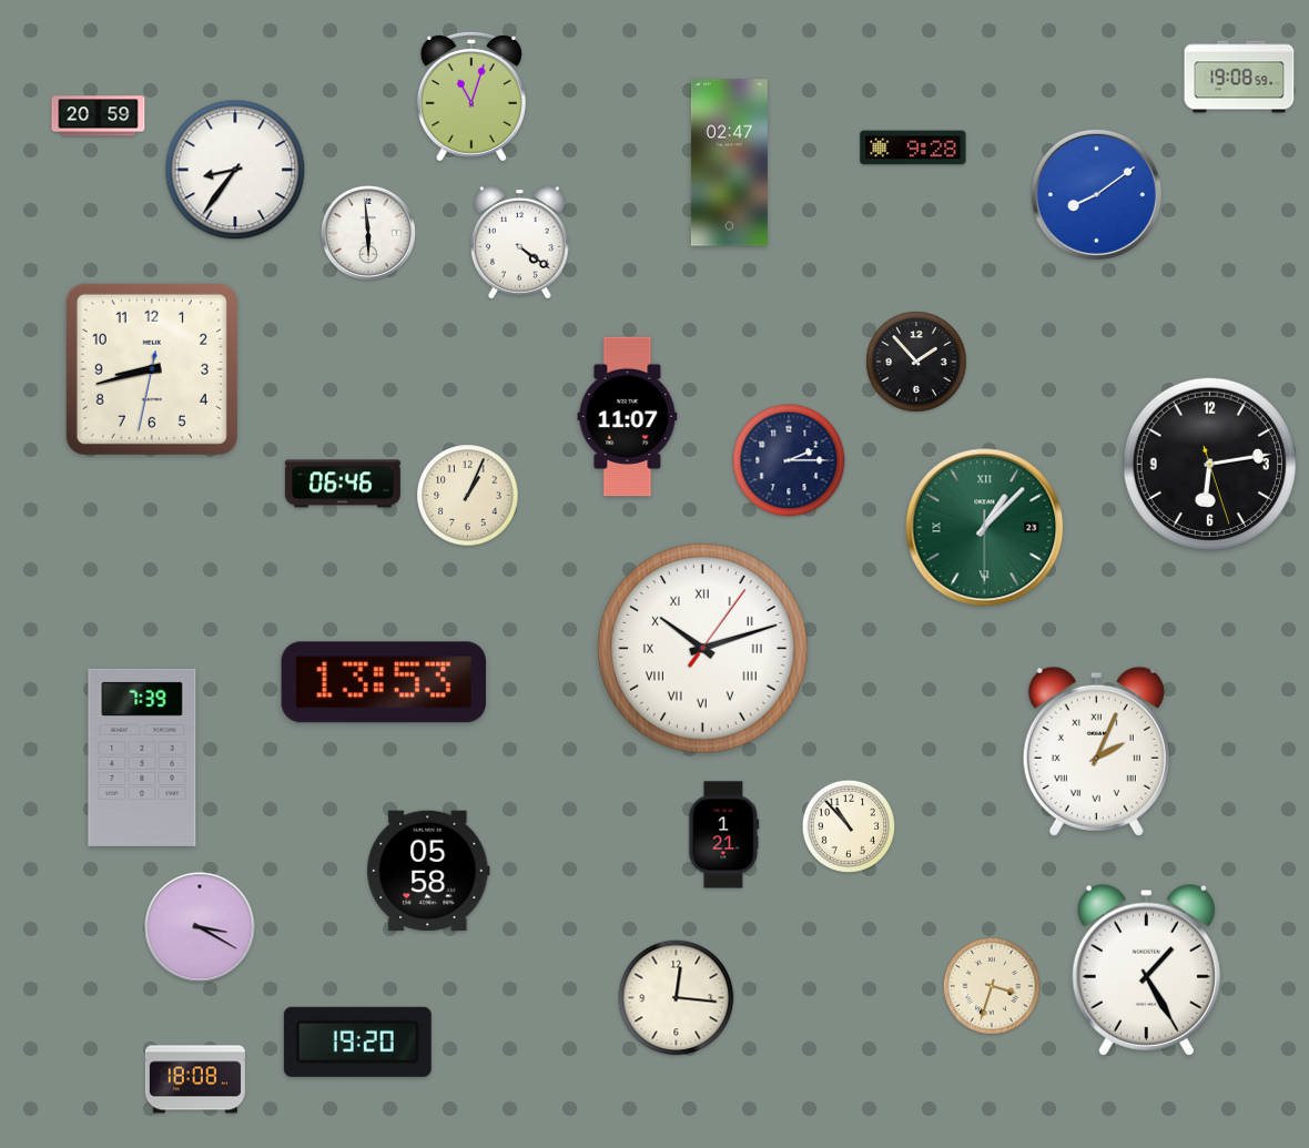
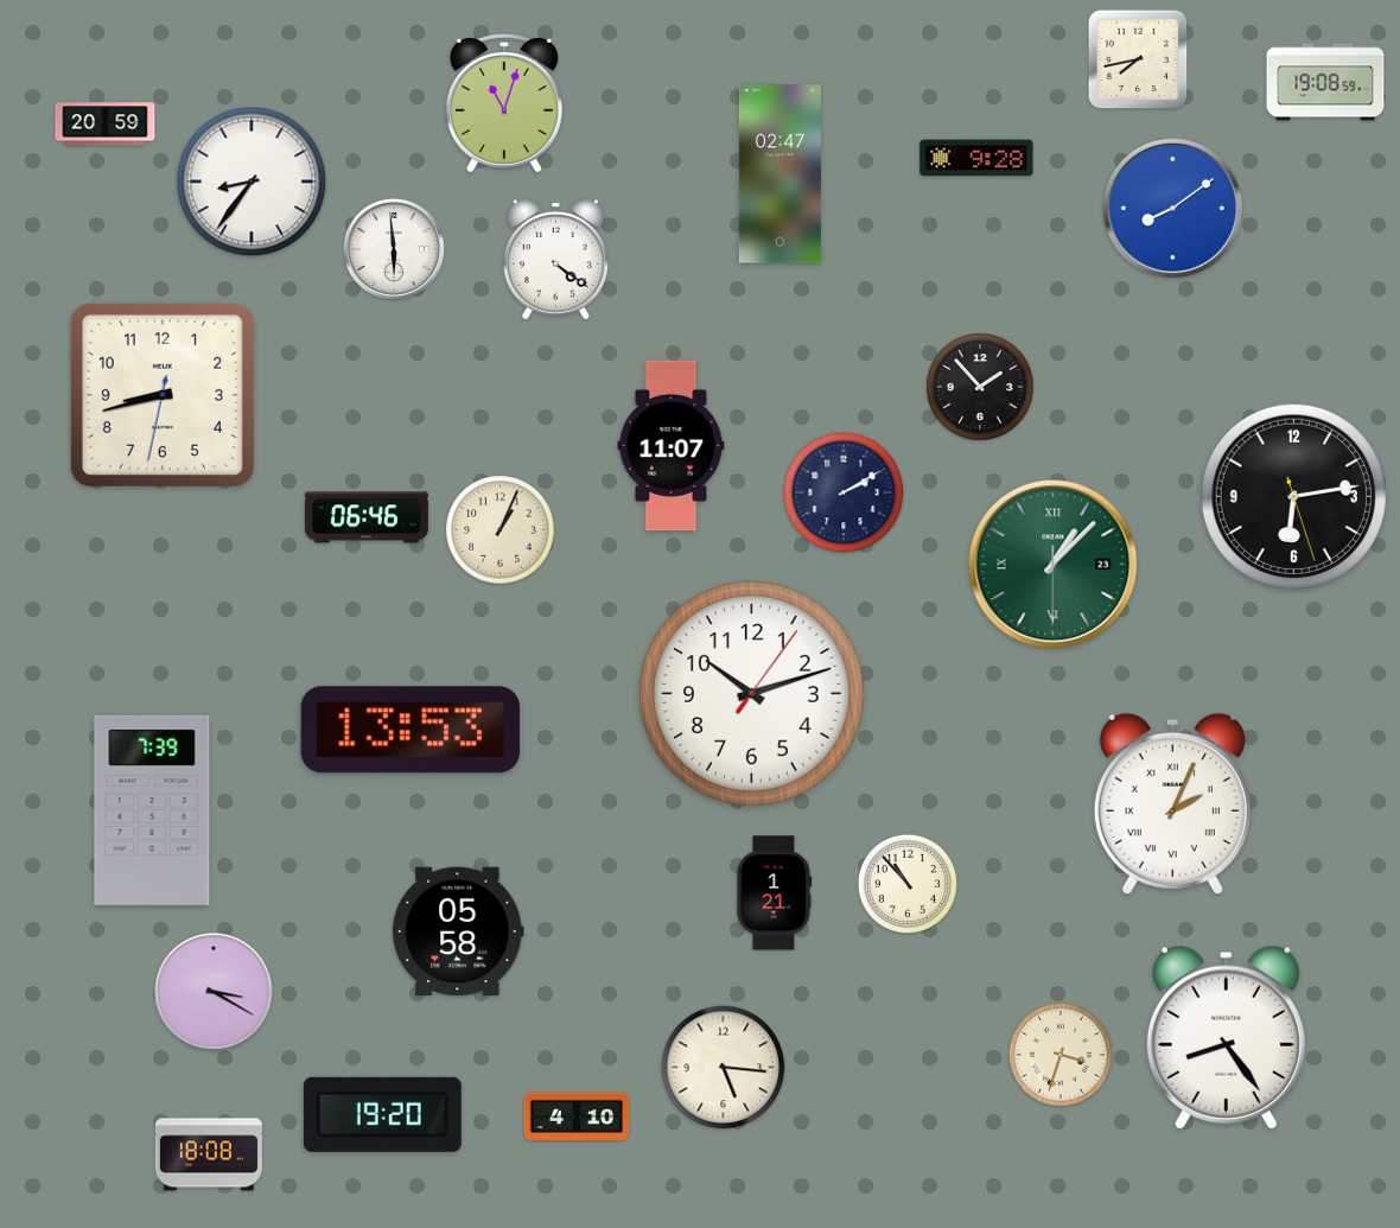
clock at (1138, 59): none -> 7:43
clock at (789, 460): 2:15 -> 2:10
clock at (703, 649) numerals: Roman -> Arabic
clock at (1146, 969): 1:25 -> 8:24
clock at (677, 998): 12:16 -> 5:16
clock at (577, 1116): none -> 4:10
